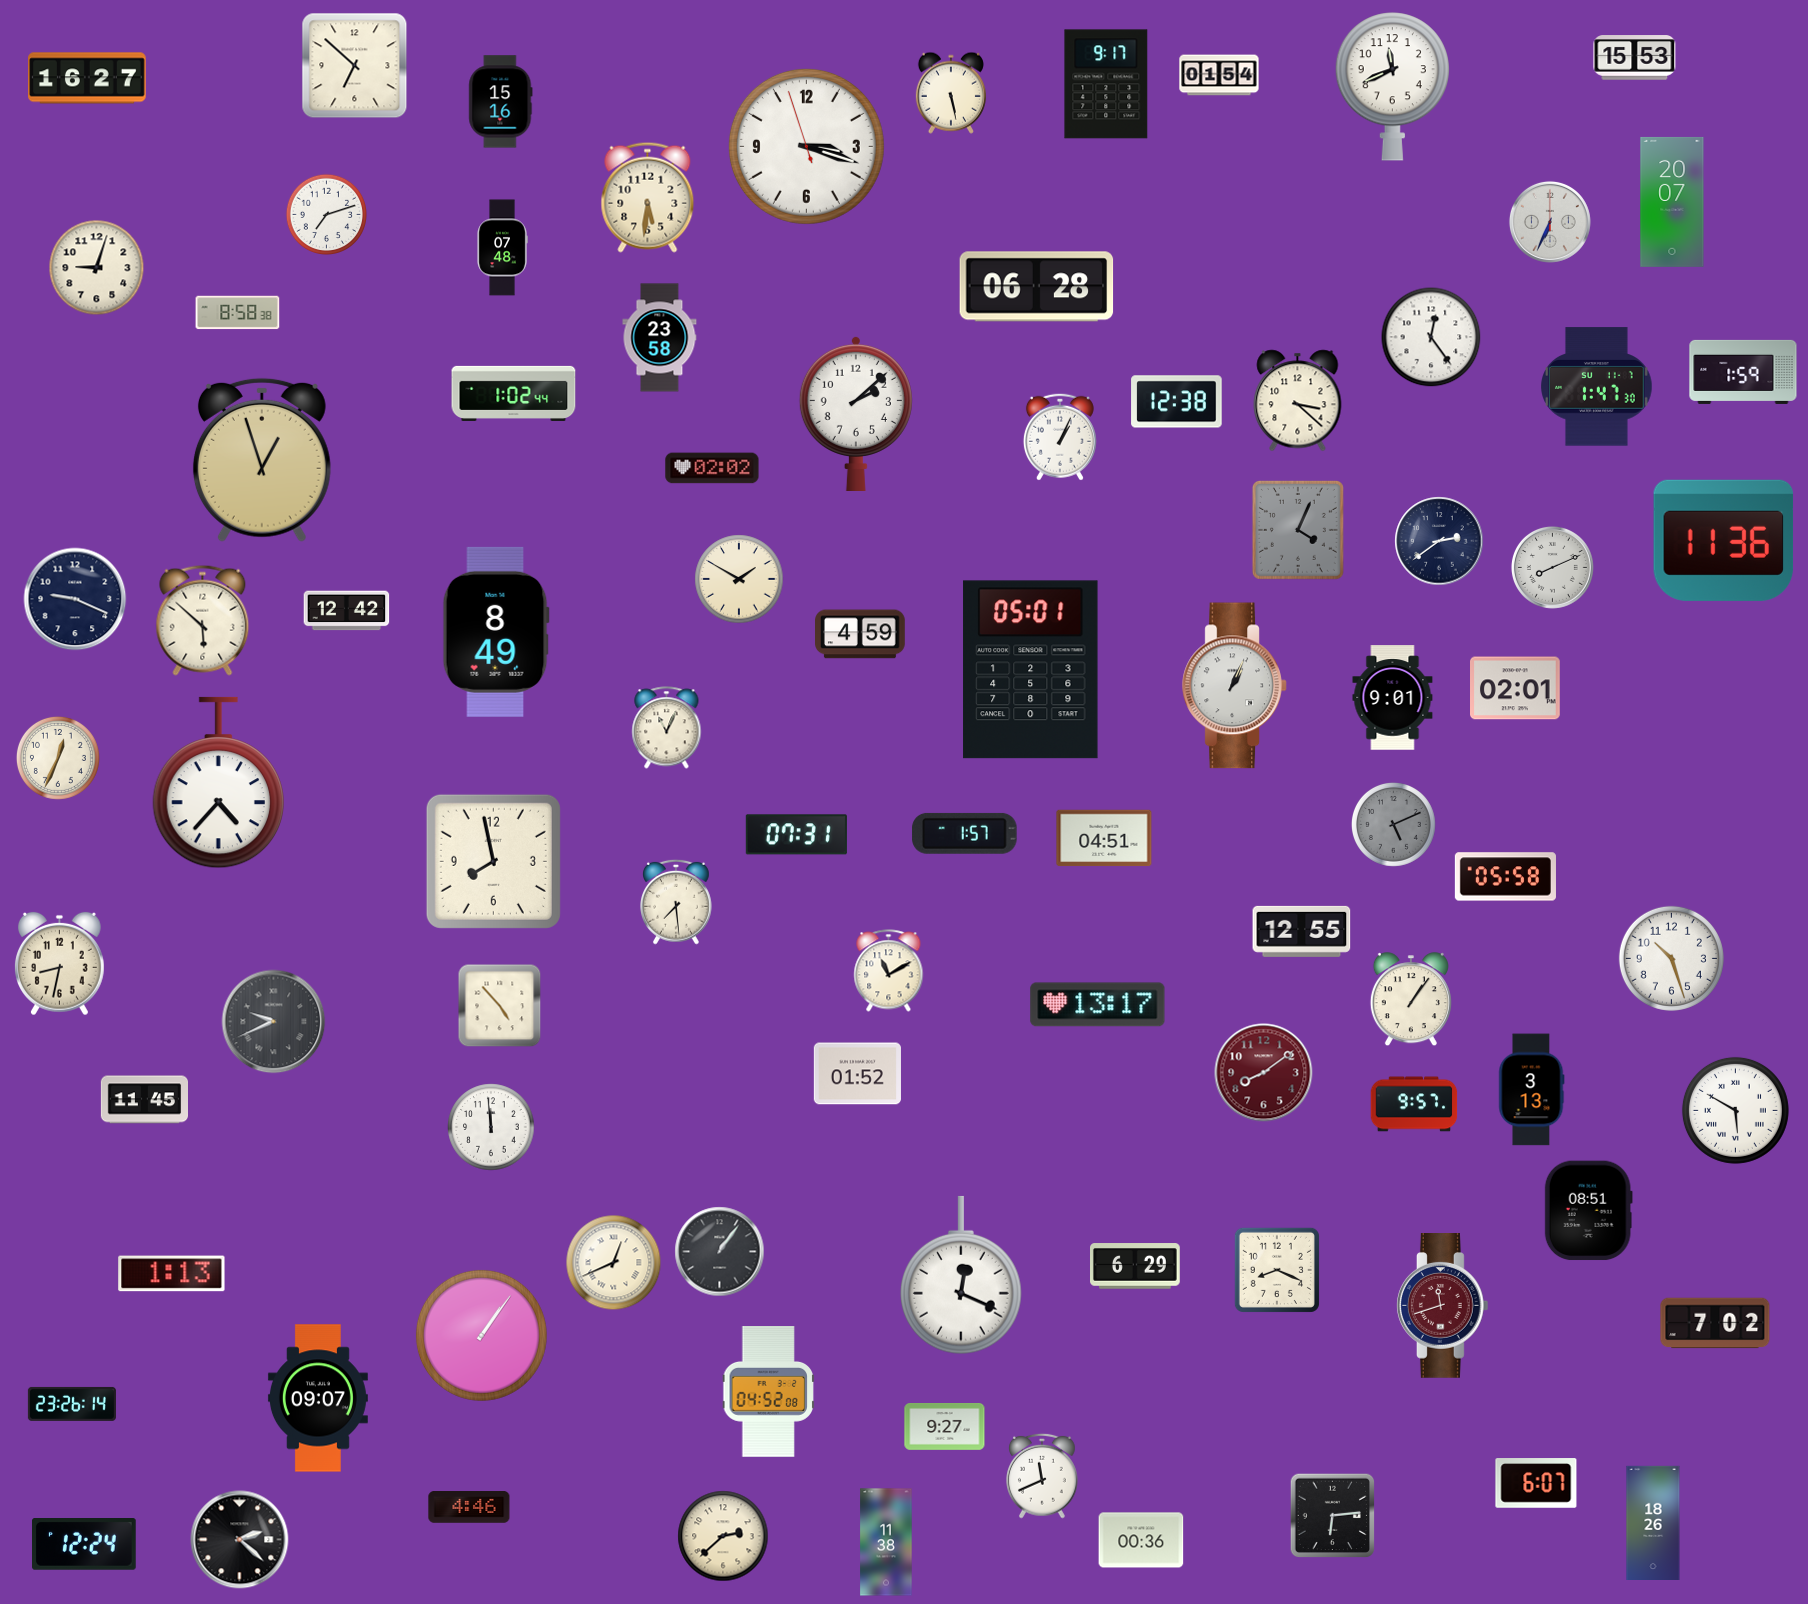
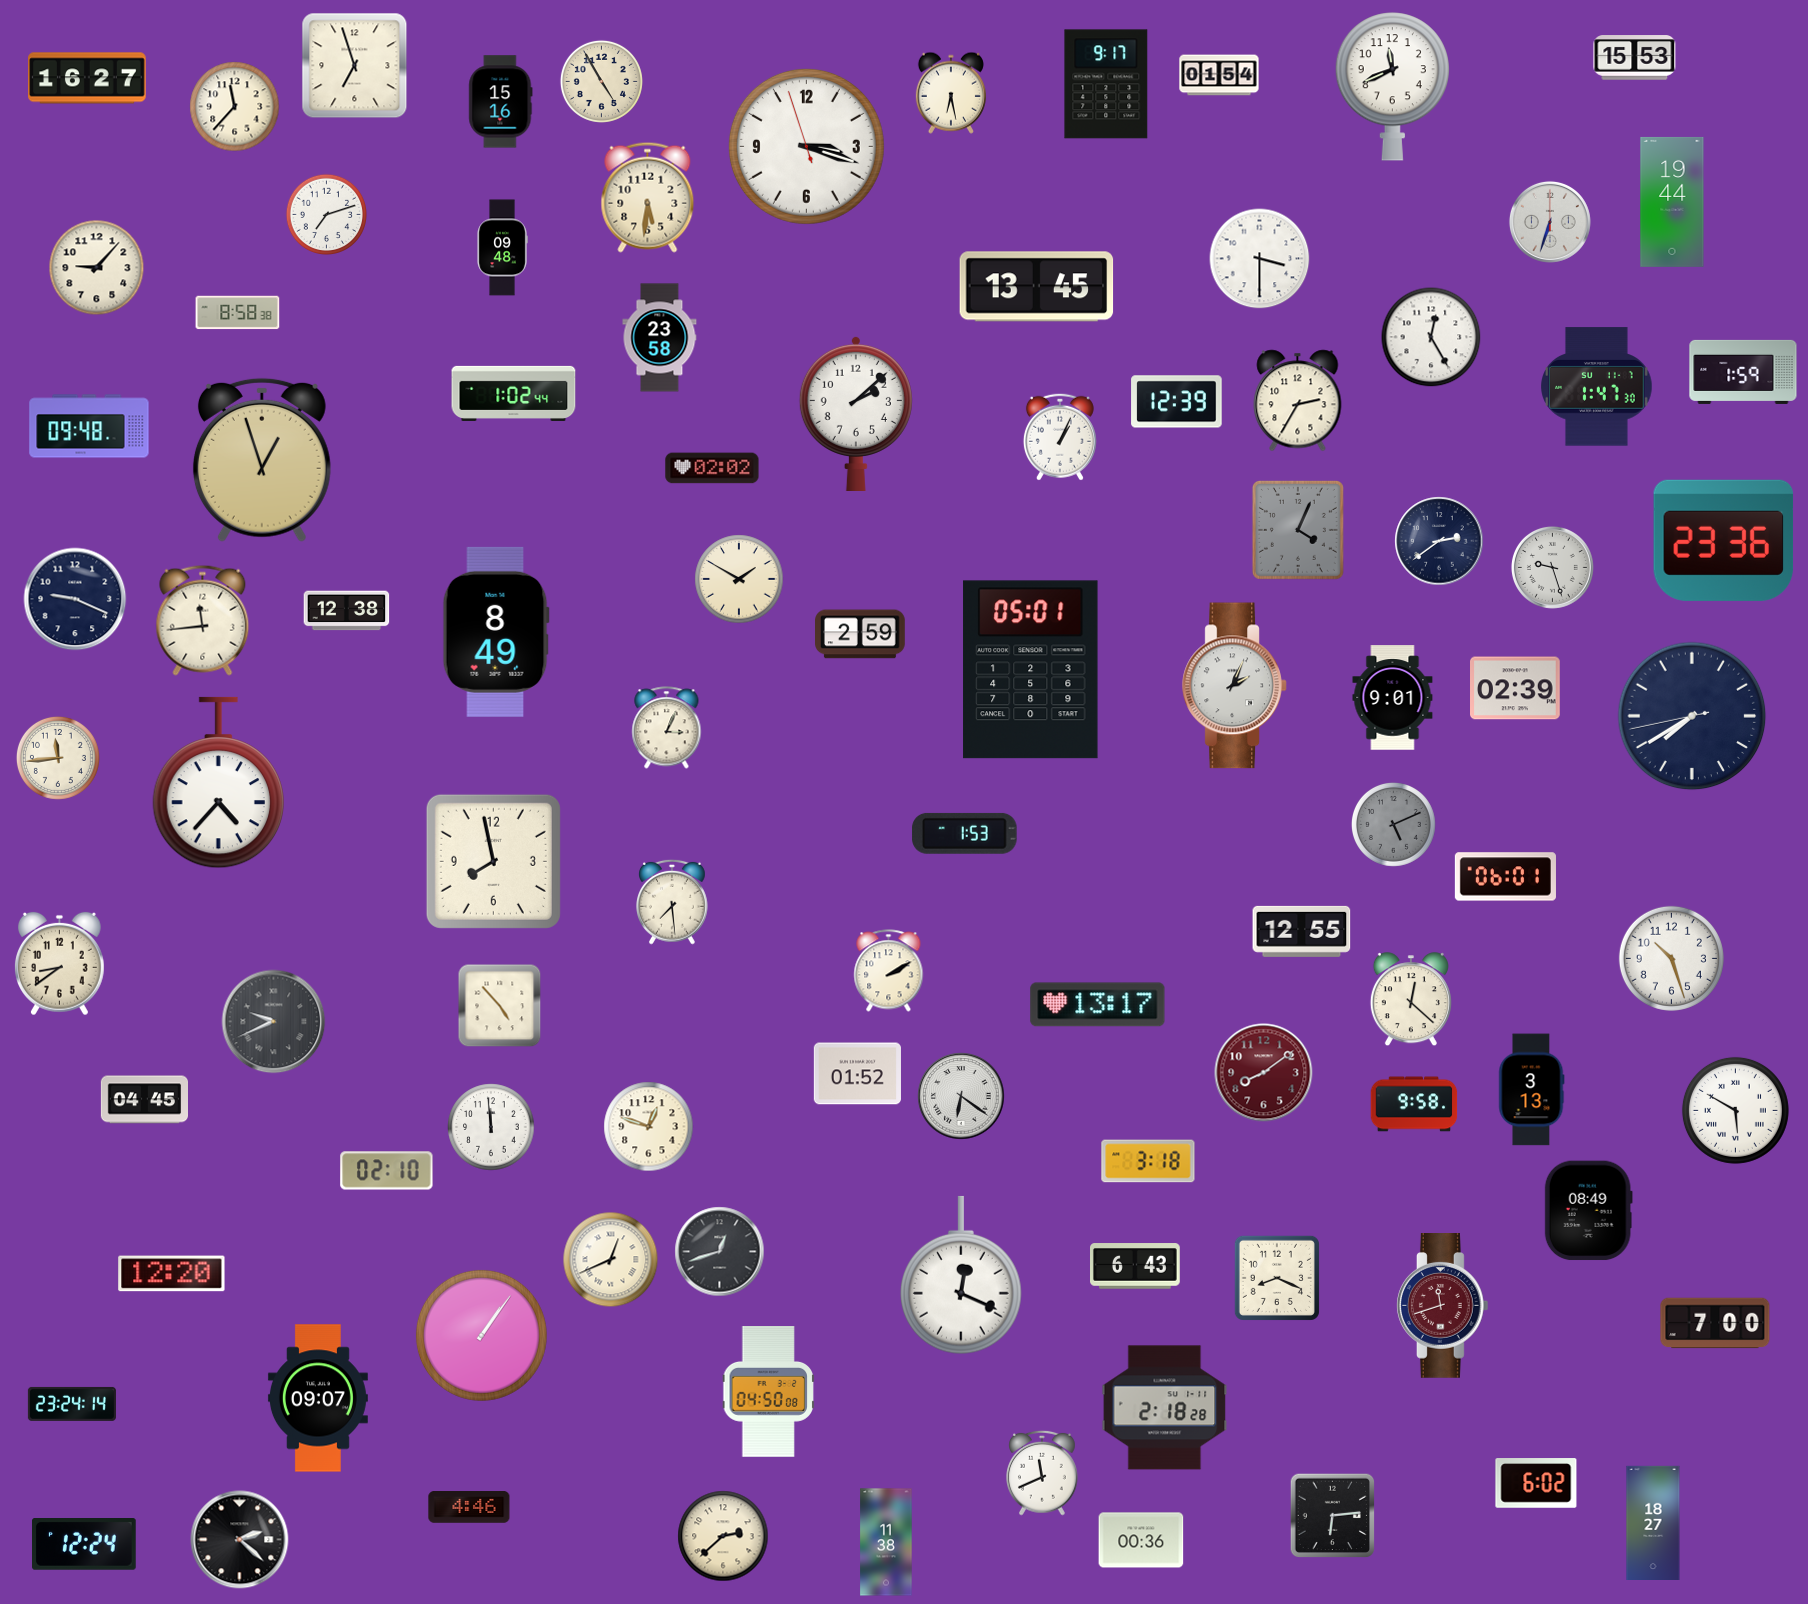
clock at (355, 66): 6:52 -> 6:57
clock at (601, 81): none -> 4:55
clock at (951, 93): 5:28 -> 6:28
clock at (235, 107): none -> 11:37
clock at (1672, 202): 20:07 -> 19:44
clock at (1550, 222): 6:34 -> 6:33
clock at (502, 248): 07:48 -> 09:48
clock at (1260, 259): none -> 3:30
clock at (97, 268): 9:03 -> 9:07
clock at (1037, 287): 06:28 -> 13:45
clock at (1431, 337): 12:24 -> 12:25
clock at (1298, 401): 3:22 -> 2:35
clock at (1177, 402): 12:38 -> 12:39
clock at (89, 426): none -> 09:48
clock at (1724, 540): 11:36 -> 23:36
clock at (1552, 567): 8:11 -> 9:27
clock at (347, 611): 12:42 -> 12:38
clock at (203, 620): 5:52 -> 11:44
clock at (861, 634): 4:59 -> 2:59
clock at (1235, 686): 1:04 -> 2:04
clock at (1516, 688): 02:01 -> 02:39
clock at (1692, 716): none -> 7:39
clock at (667, 728): 11:04 -> 3:04
clock at (58, 758): 12:34 -> 11:44
clock at (965, 833): 1:57 -> 1:53
clock at (796, 835): 07:31 -> none
clock at (1104, 838): 04:51 -> none
clock at (1505, 877): 05:58 -> 06:01
clock at (677, 902) position: (677, 902) -> (673, 902)
clock at (59, 964): 8:32 -> 8:39
clock at (889, 971): 11:10 -> 2:10
clock at (1411, 1000): 1:06 -> 12:22
clock at (961, 1096): none -> 6:21
clock at (144, 1100): 11:45 -> 04:45
clock at (1414, 1104): 9:57 -> 9:58
clock at (649, 1127): none -> 12:48
clock at (1148, 1161): none -> 3:18
clock at (387, 1171): none -> 02:10
clock at (1588, 1211): 08:51 -> 08:49
clock at (720, 1252): 1:06 -> 12:42
clock at (614, 1263) position: (614, 1263) -> (611, 1260)
clock at (1136, 1266): 6:29 -> 6:43
clock at (1277, 1270) position: (1277, 1270) -> (1277, 1278)
clock at (172, 1274): 1:13 -> 12:20
clock at (1715, 1323): 7:02 -> 7:00
clock at (769, 1392): 04:52 -> 04:50
clock at (72, 1404): 23:26 -> 23:24
clock at (1165, 1408): none -> 2:18
clock at (945, 1427): 9:27 -> none
clock at (1043, 1476) position: (1043, 1476) -> (1043, 1473)
clock at (1536, 1483): 6:07 -> 6:02
clock at (1653, 1522): 18:26 -> 18:27
